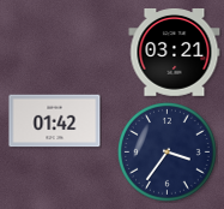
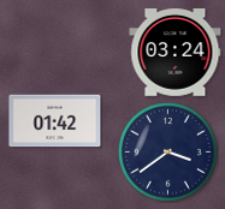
clock at (175, 53): 03:21 -> 03:24
clock at (168, 153): 3:36 -> 3:39
